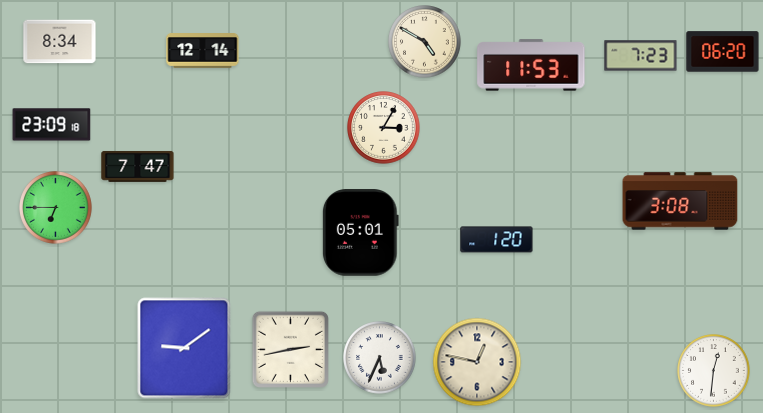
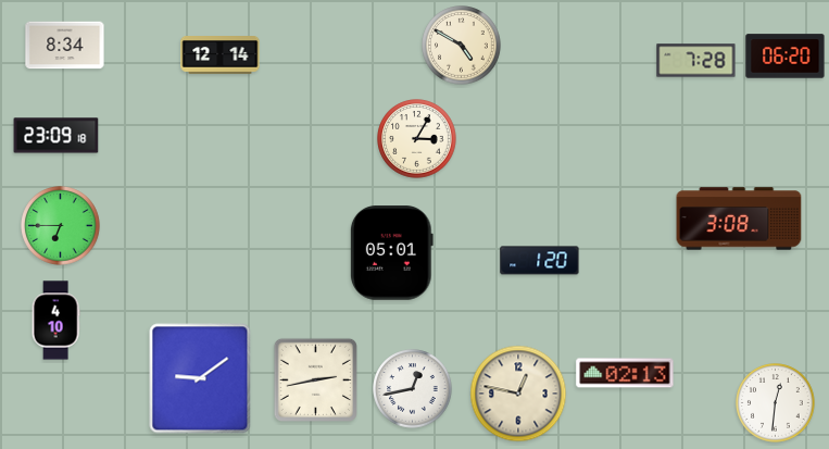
clock at (641, 56): 7:23 -> 7:28
clock at (531, 65): 11:53 -> none
clock at (138, 166): 7:47 -> none
clock at (55, 321): none -> 4:10
clock at (625, 373): none -> 02:13
clock at (380, 358): 5:34 -> 12:43
